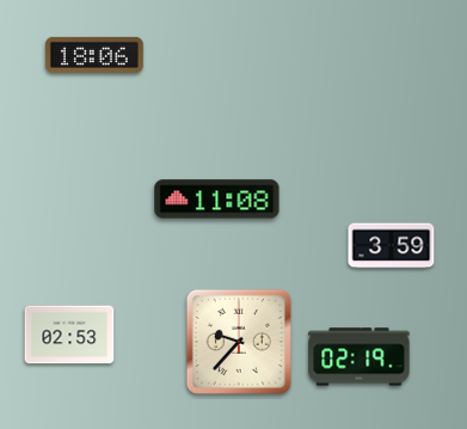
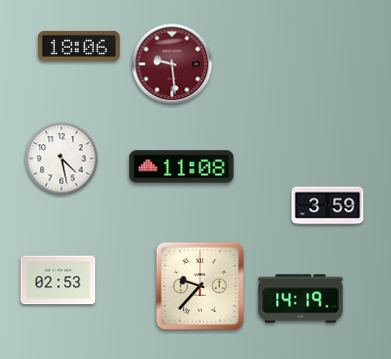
clock at (172, 64): none -> 9:29
clock at (62, 159): none -> 4:28
clock at (360, 357): 02:19 -> 14:19
